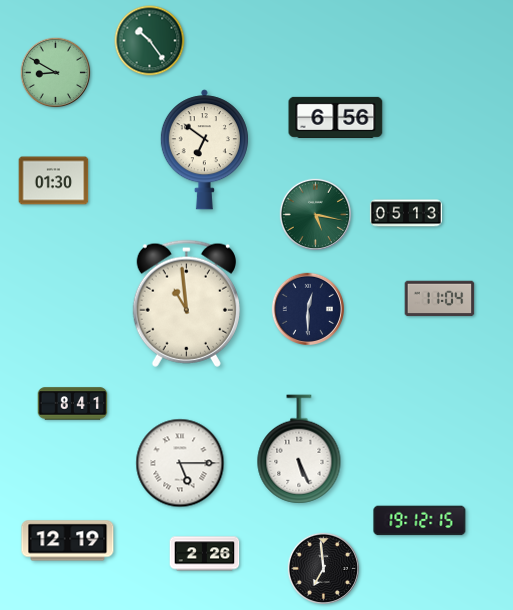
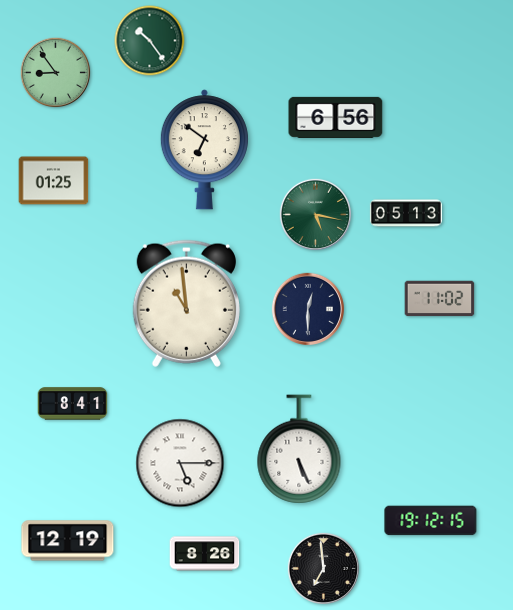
clock at (56, 73): 8:50 -> 8:54
clock at (54, 181): 01:30 -> 01:25
clock at (440, 299): 11:04 -> 11:02
clock at (420, 521) position: (420, 521) -> (431, 521)
clock at (205, 554): 2:26 -> 8:26
